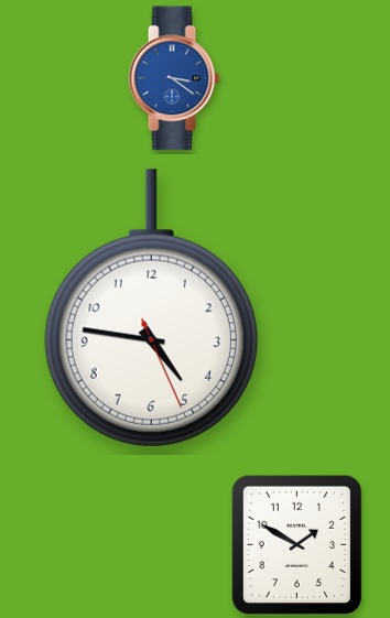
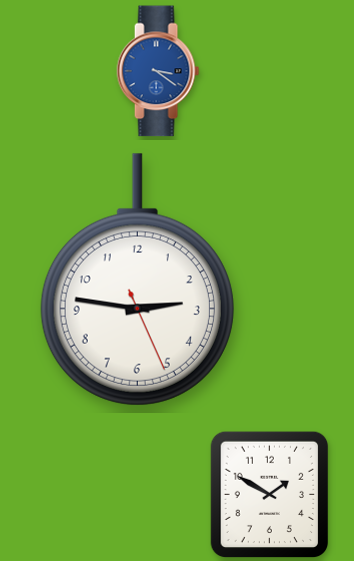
clock at (151, 308): 4:46 -> 2:46
